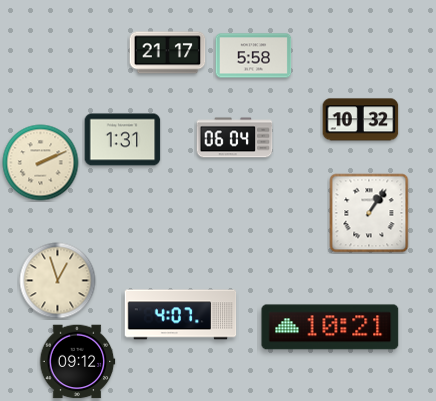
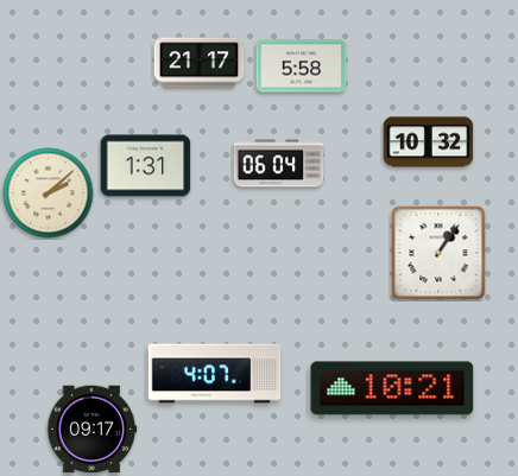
clock at (41, 163): 2:11 -> 2:08
clock at (58, 281): 12:57 -> none
clock at (77, 362): 09:12 -> 09:17
